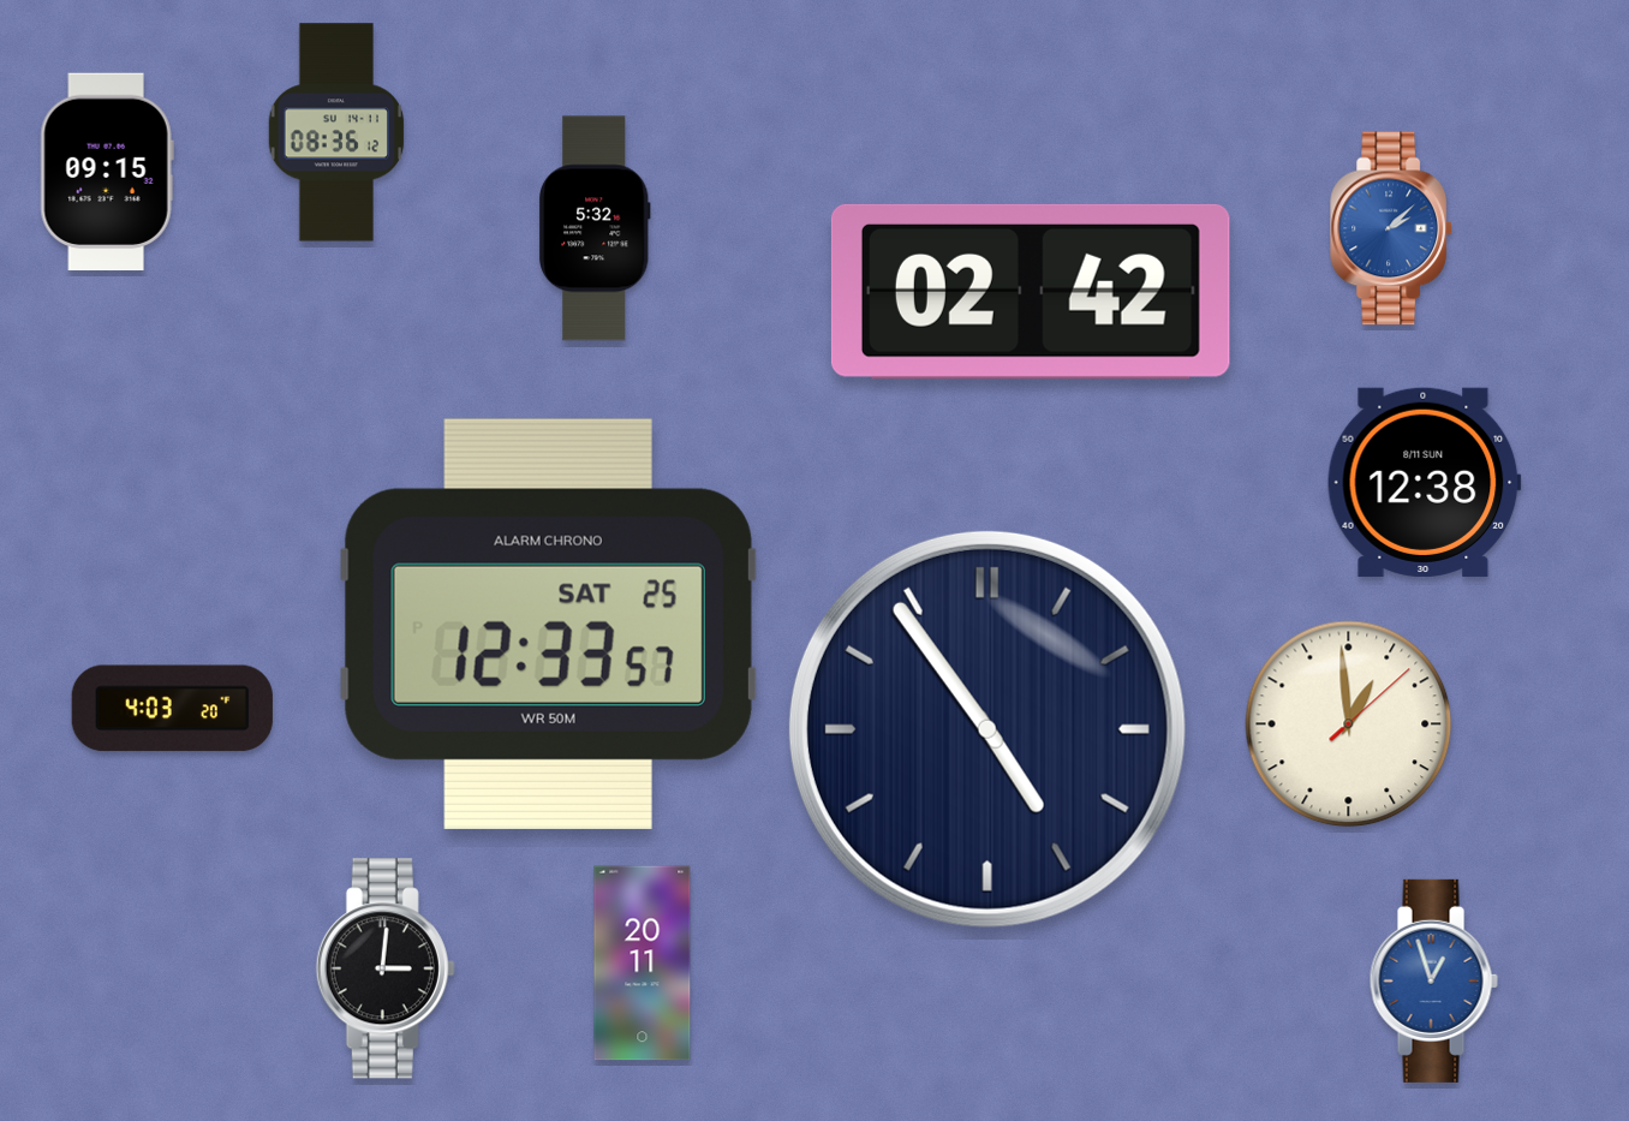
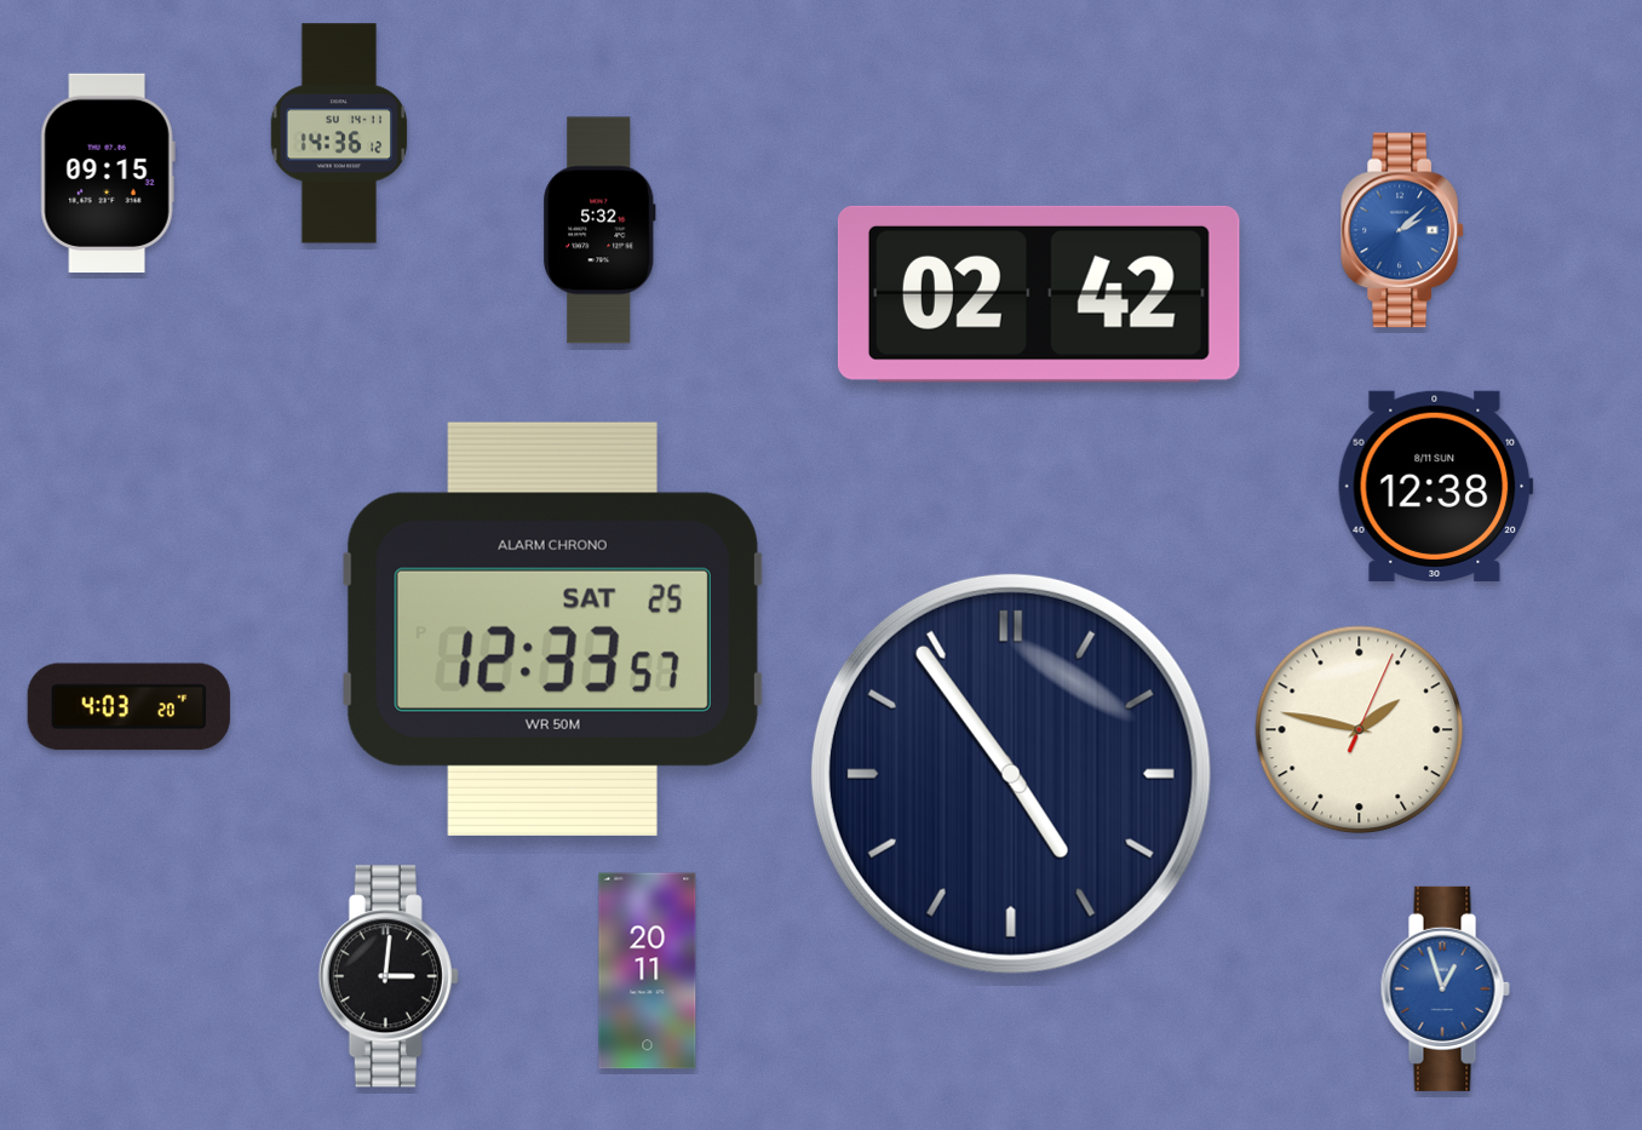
clock at (336, 132): 08:36 -> 14:36
clock at (172, 709) position: (172, 709) -> (128, 707)
clock at (1349, 725): 12:59 -> 1:47
clock at (987, 729) position: (987, 729) -> (1011, 774)
